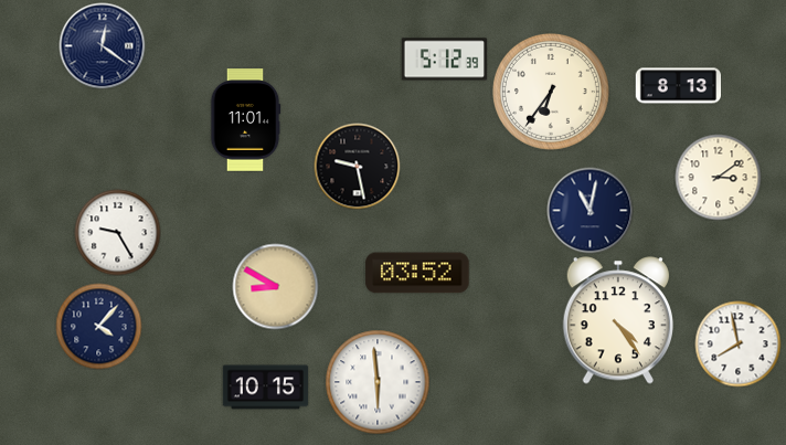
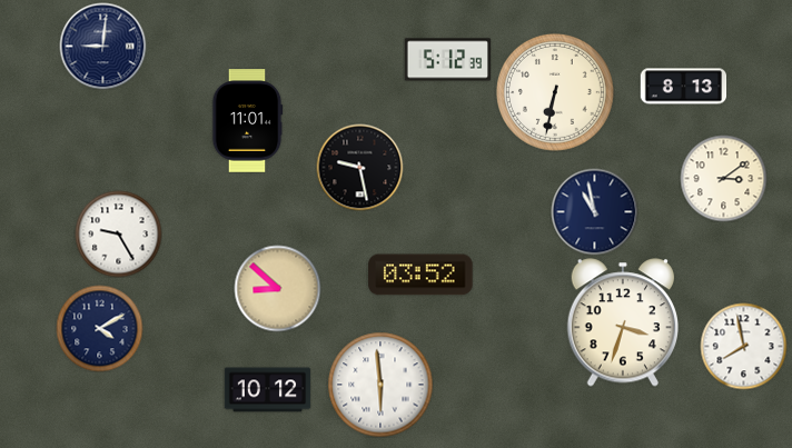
clock at (102, 45): 12:21 -> 9:01
clock at (552, 93): 6:36 -> 6:32
clock at (589, 210): 11:02 -> 10:58
clock at (275, 286): 8:50 -> 8:52
clock at (617, 320): 4:24 -> 3:33
clock at (98, 326): 4:07 -> 4:10
clock at (265, 388): 10:15 -> 10:12
